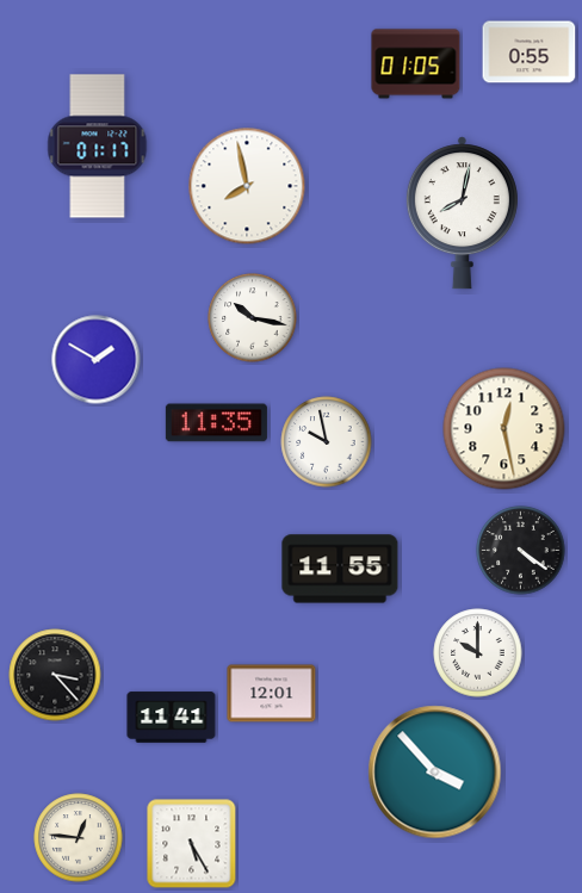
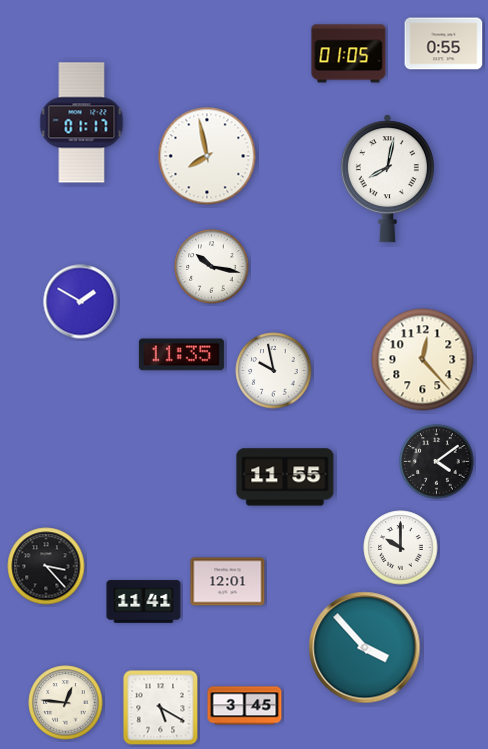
clock at (504, 429): 12:28 -> 12:23
clock at (521, 551): 4:21 -> 4:09
clock at (245, 706): none -> 3:45
clock at (192, 844): 5:25 -> 5:20
